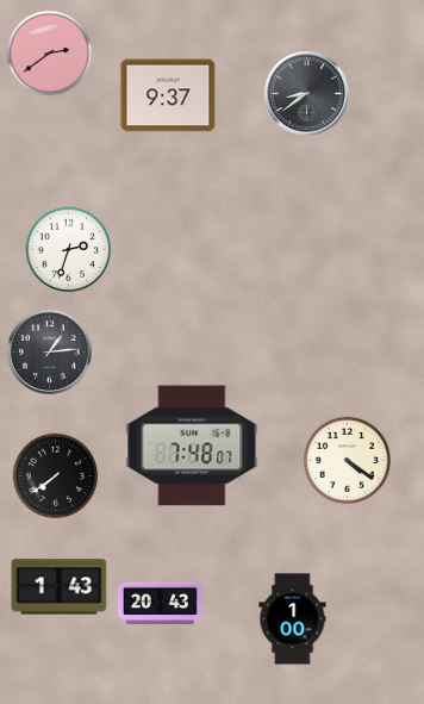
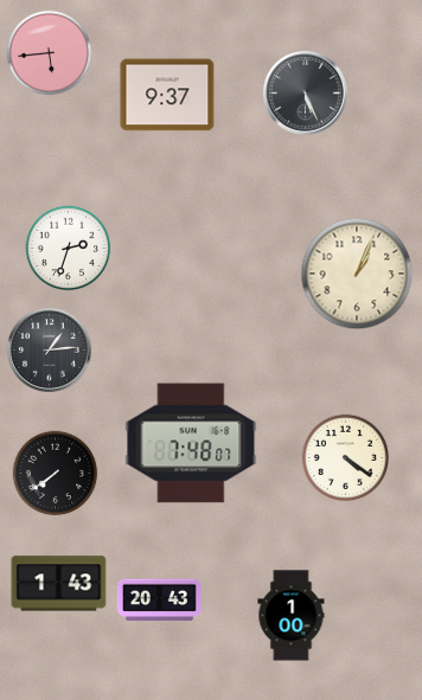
clock at (50, 54): 2:39 -> 5:44
clock at (307, 94): 8:39 -> 5:26
clock at (357, 274): none -> 1:04
